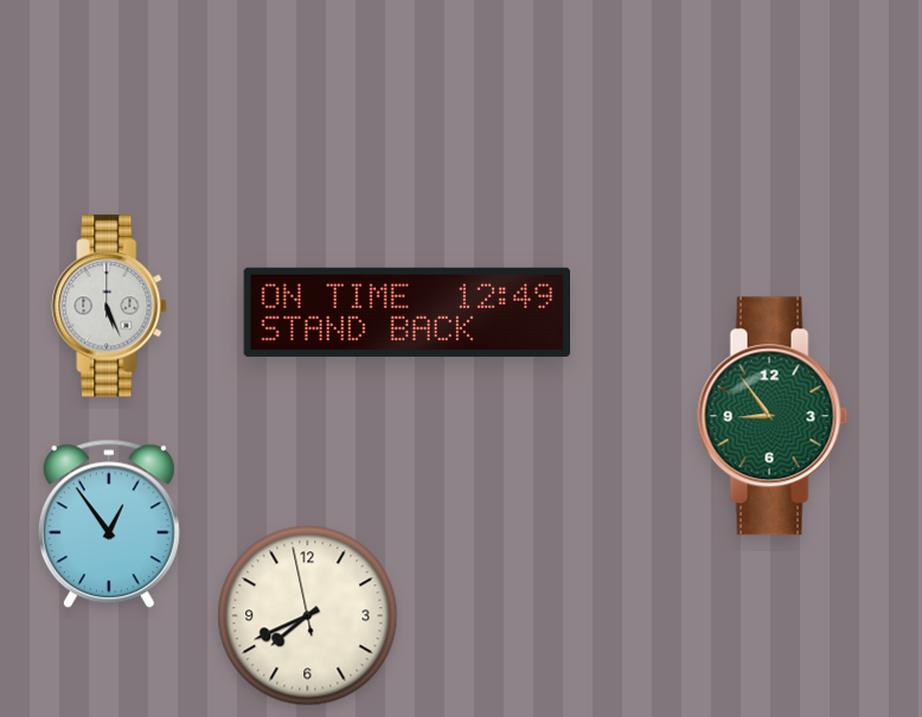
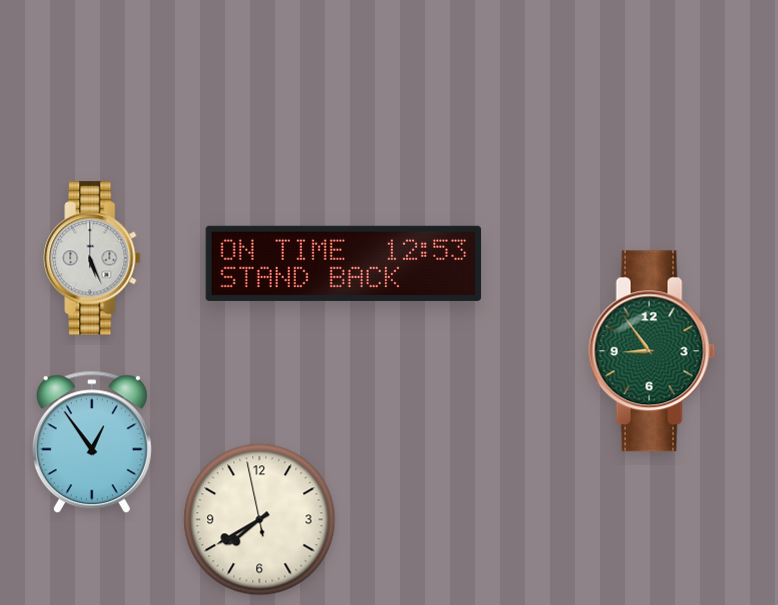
clock at (408, 312): 12:49 -> 12:53
clock at (308, 616): 7:40 -> 7:39
